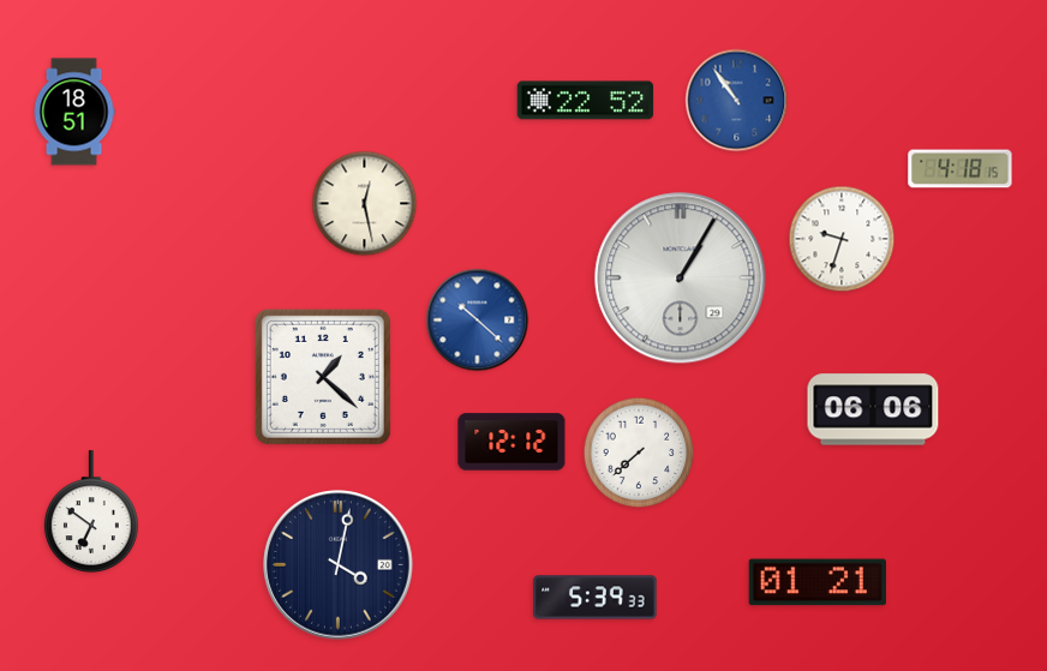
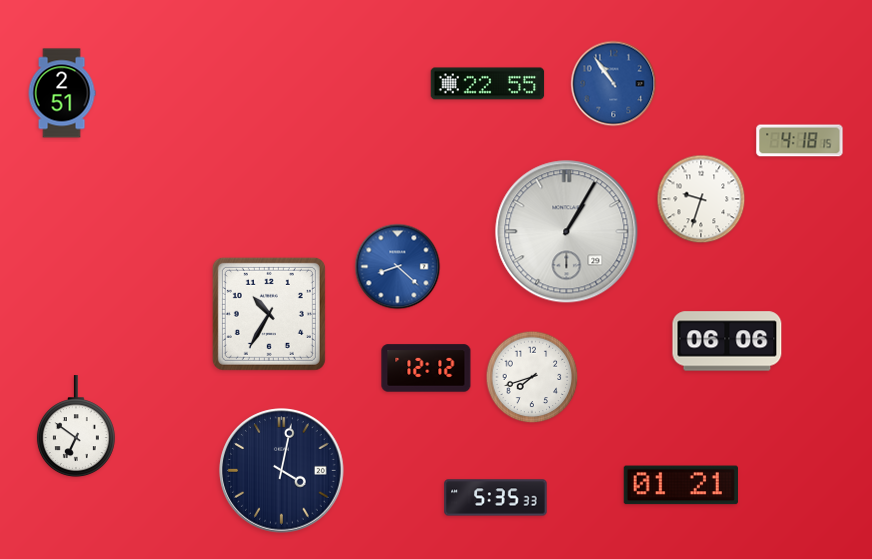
clock at (586, 101): 22:52 -> 22:55
clock at (74, 112): 18:51 -> 2:51
clock at (365, 204): 12:28 -> none
clock at (478, 320): 10:22 -> 8:22
clock at (323, 377): 1:22 -> 10:35
clock at (639, 453): 7:38 -> 7:42
clock at (596, 598): 5:39 -> 5:35
